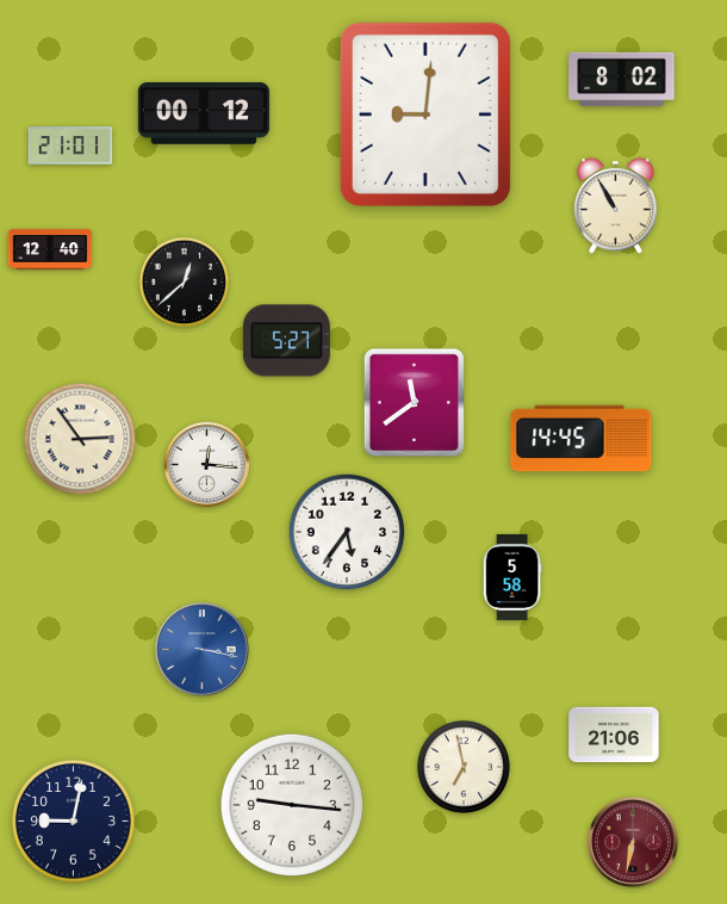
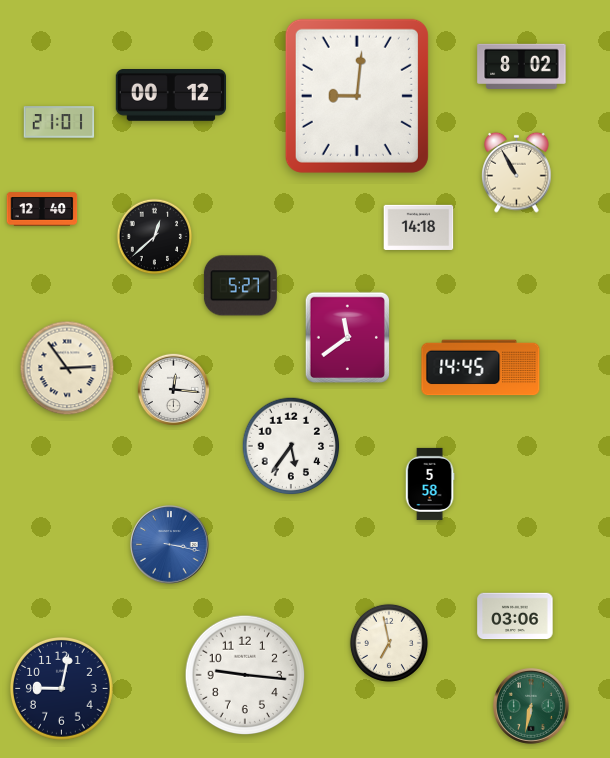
clock at (419, 227): none -> 14:18
clock at (582, 439) position: (582, 439) -> (481, 368)
clock at (614, 735): 21:06 -> 03:06
clock at (633, 842) dial: burgundy -> green
